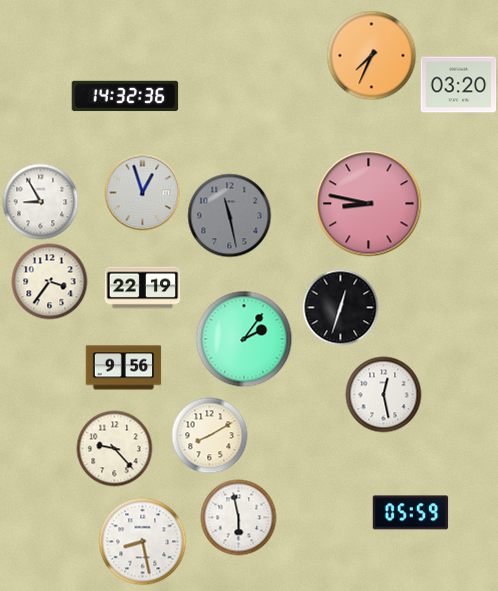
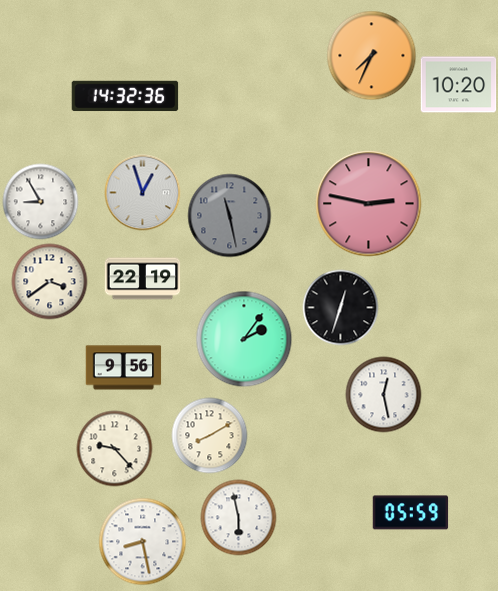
clock at (459, 85): 03:20 -> 10:20
clock at (369, 204): 8:47 -> 2:47
clock at (50, 282): 3:36 -> 3:39
clock at (143, 288) position: (143, 288) -> (143, 279)
